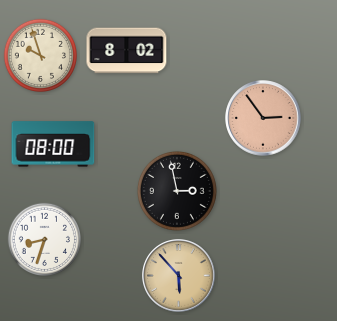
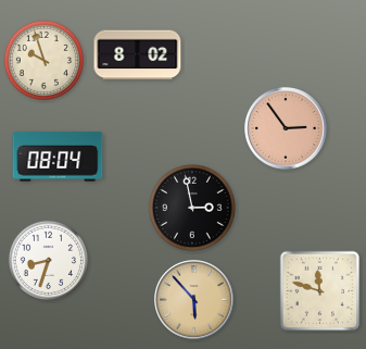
clock at (53, 144): 08:00 -> 08:04
clock at (320, 291): none -> 11:48
